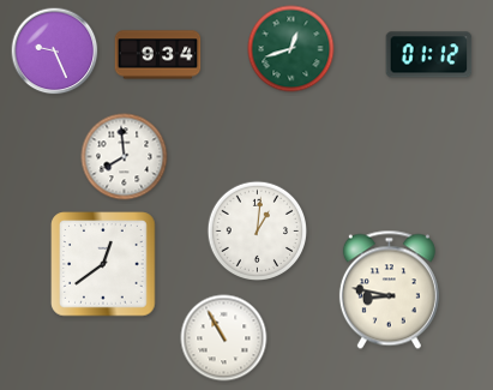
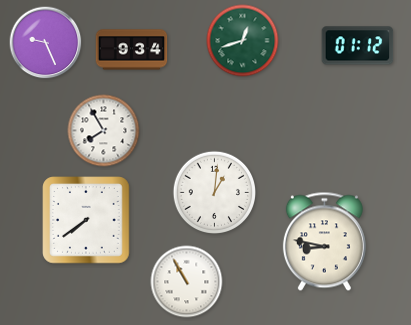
clock at (158, 55) position: (158, 55) -> (132, 50)
clock at (125, 157): 7:59 -> 7:55
clock at (103, 264): 12:39 -> 7:39
